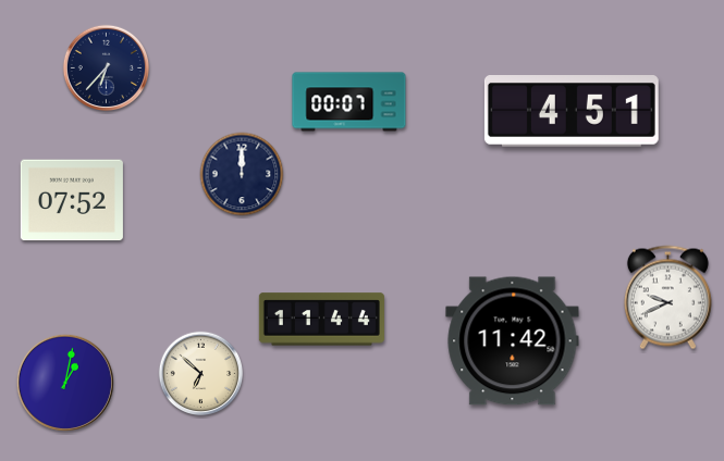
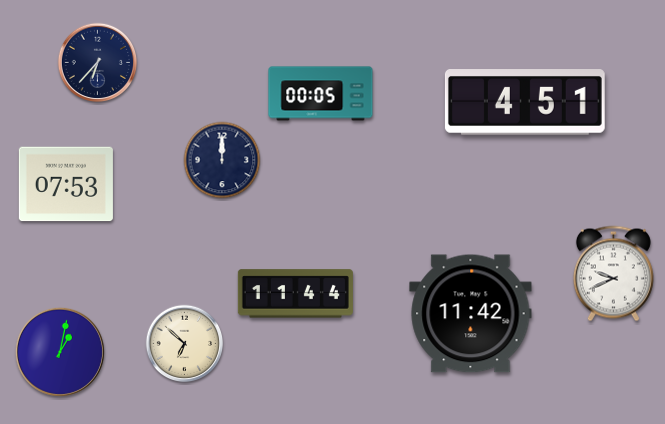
clock at (349, 102): 00:07 -> 00:05
clock at (72, 200): 07:52 -> 07:53
